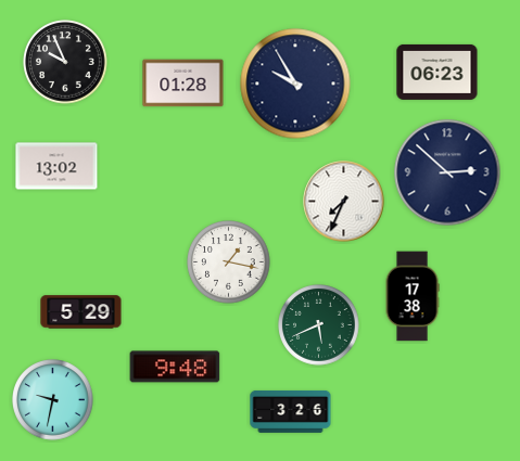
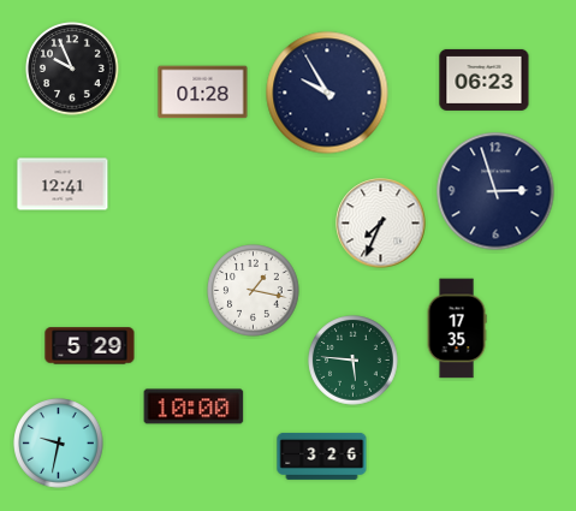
clock at (56, 166): 13:02 -> 12:41
clock at (447, 172): 2:52 -> 2:57
clock at (413, 296): 17:38 -> 17:35
clock at (319, 325): 5:41 -> 5:46
clock at (175, 367): 9:48 -> 10:00
